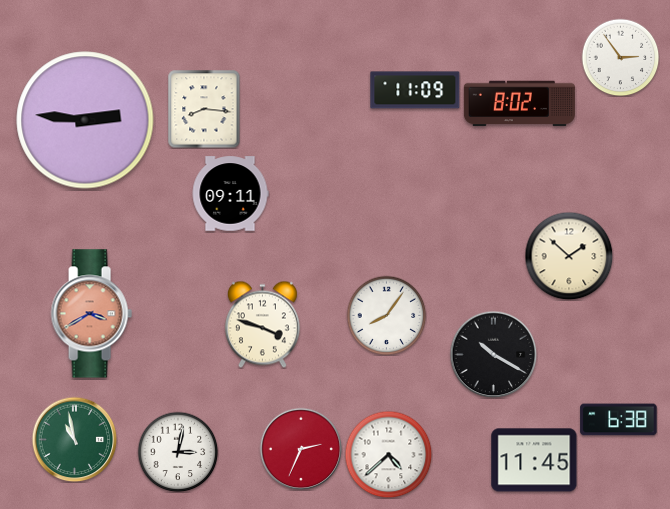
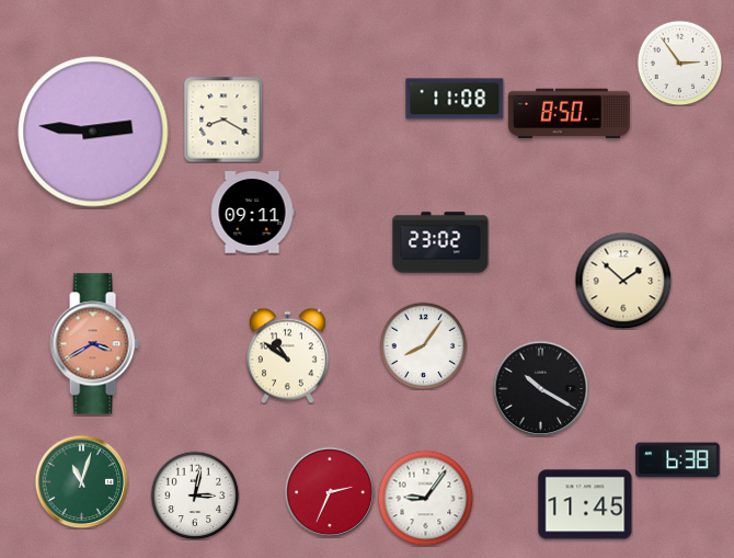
clock at (415, 90): 11:09 -> 11:08
clock at (519, 104): 8:02 -> 8:50
clock at (204, 109): 8:16 -> 8:20
clock at (440, 242): none -> 23:02
clock at (91, 314) position: (91, 314) -> (94, 344)
clock at (262, 324): 3:48 -> 10:51
clock at (74, 439): 10:58 -> 11:03
clock at (388, 454): 4:38 -> 9:06
